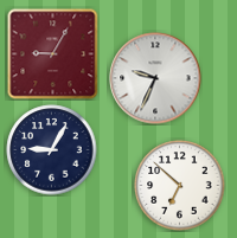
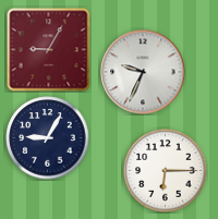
clock at (180, 186): 6:52 -> 6:15
